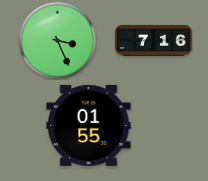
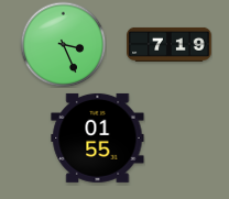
clock at (154, 40): 7:16 -> 7:19
